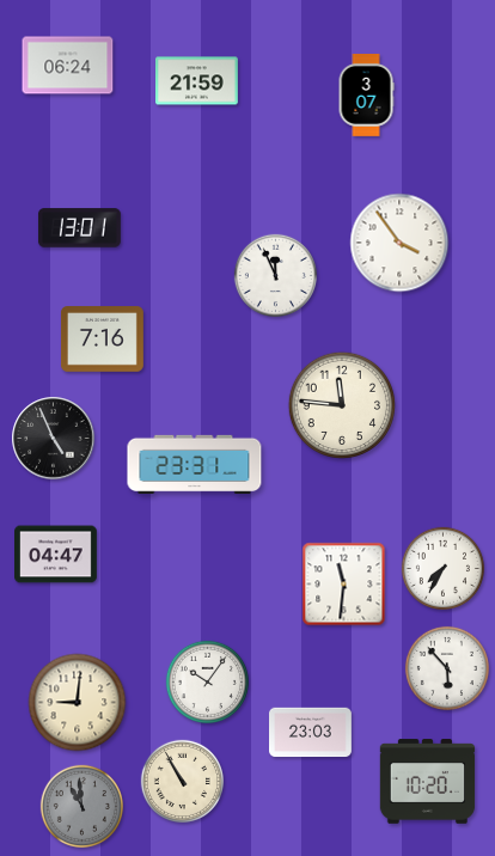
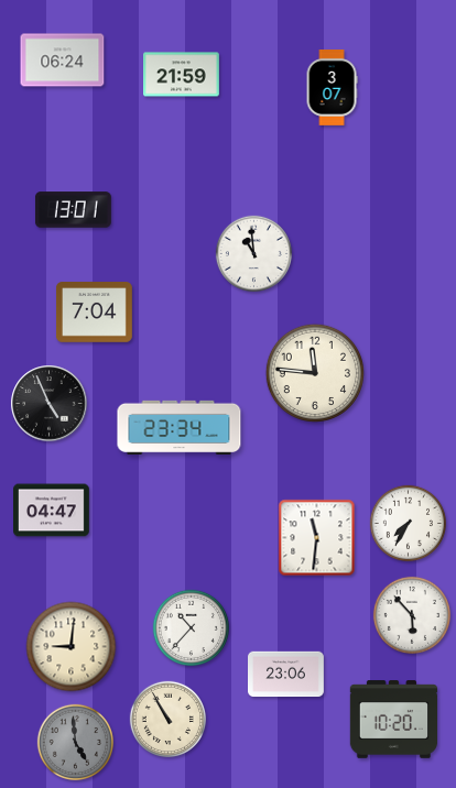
clock at (366, 96) position: (366, 96) -> (332, 88)
clock at (399, 243): 3:54 -> none
clock at (275, 275): 11:56 -> 10:59
clock at (103, 340): 7:16 -> 7:04
clock at (195, 464): 23:31 -> 23:34
clock at (207, 681): 10:06 -> 10:37
clock at (311, 733): 23:03 -> 23:06
clock at (81, 806): 10:59 -> 4:59
